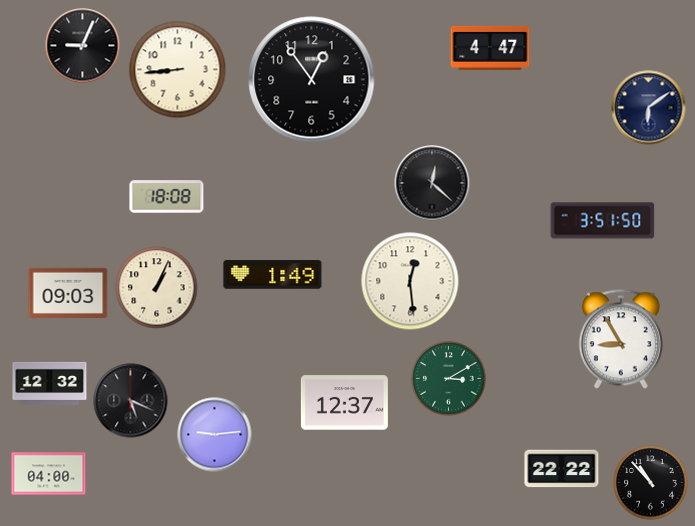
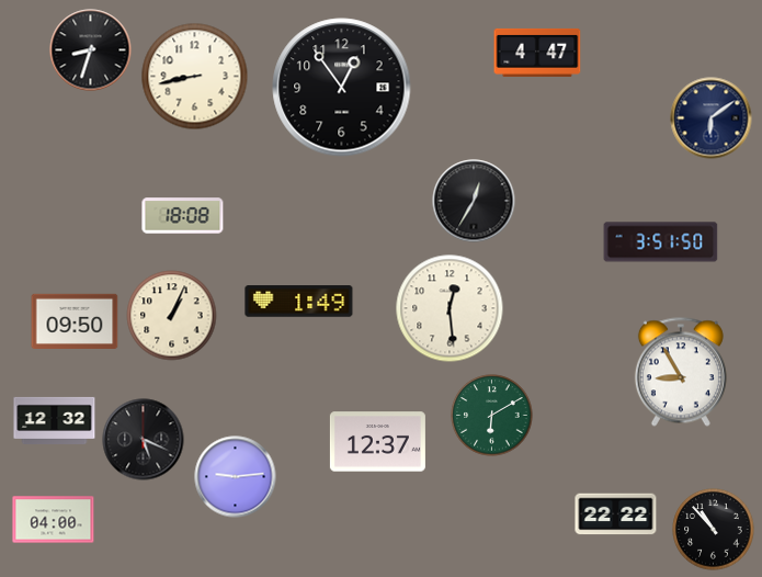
clock at (83, 46): 9:04 -> 8:33
clock at (178, 70): 8:44 -> 8:43
clock at (432, 183): 12:22 -> 12:35
clock at (68, 292): 09:03 -> 09:50
clock at (449, 379): 3:10 -> 6:10
